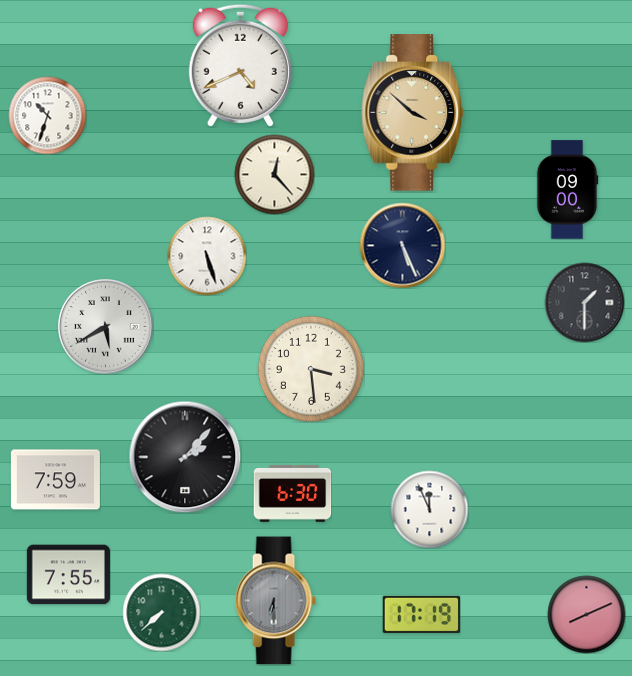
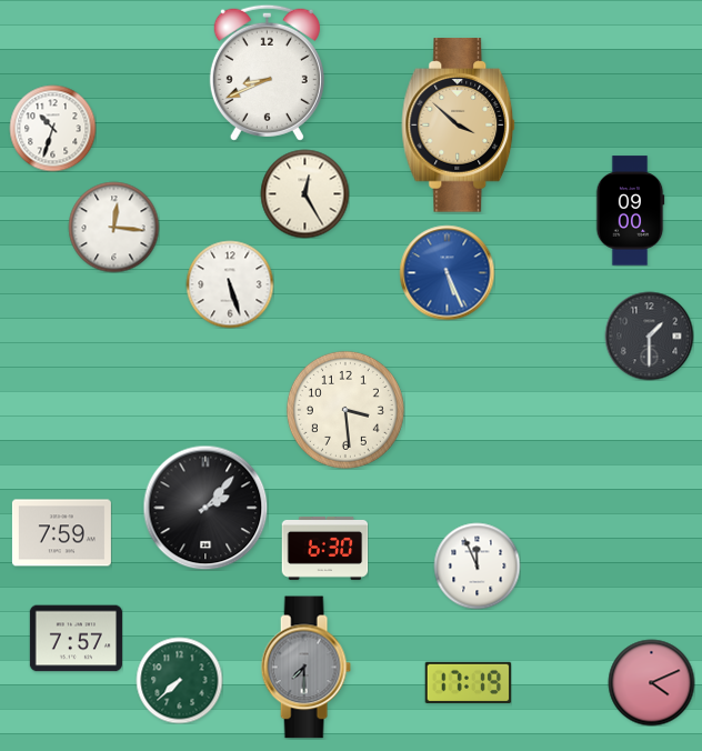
clock at (240, 65): 4:41 -> 8:41
clock at (274, 174): 12:23 -> 12:25
clock at (113, 227): none -> 12:16
clock at (402, 245) dial: navy -> blue
clock at (106, 327): 5:40 -> none
clock at (68, 575): 7:55 -> 7:57
clock at (275, 601): 6:30 -> 7:30
clock at (586, 614): 8:11 -> 4:11
